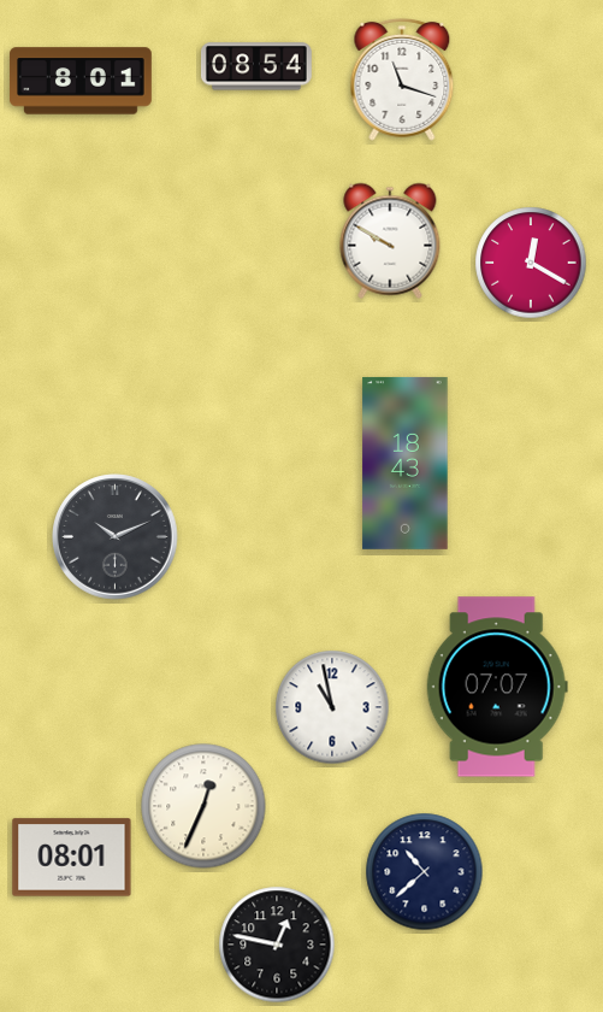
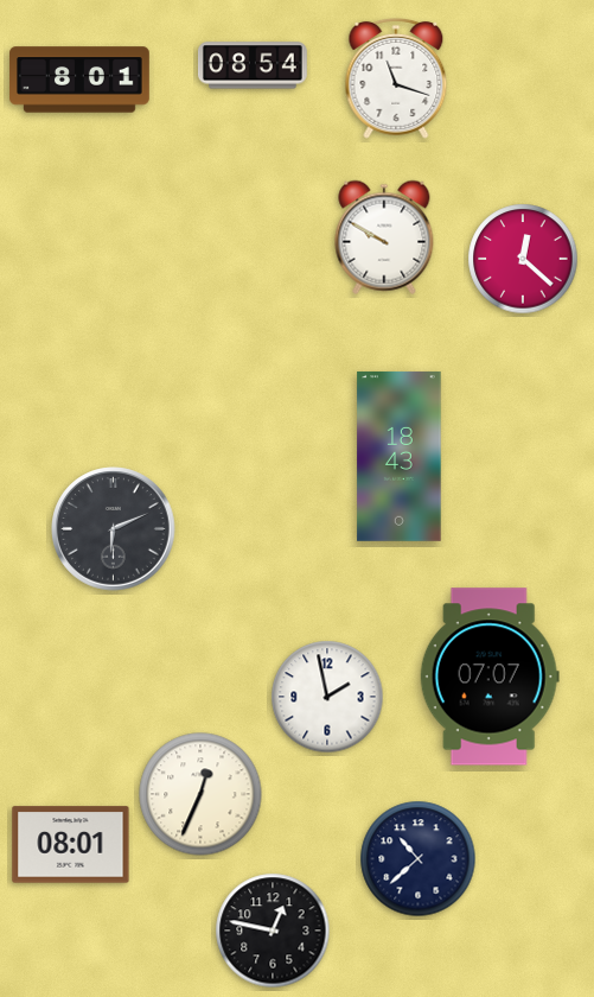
clock at (531, 263): 12:20 -> 12:22
clock at (116, 537): 10:11 -> 6:11
clock at (332, 707): 10:58 -> 1:58
